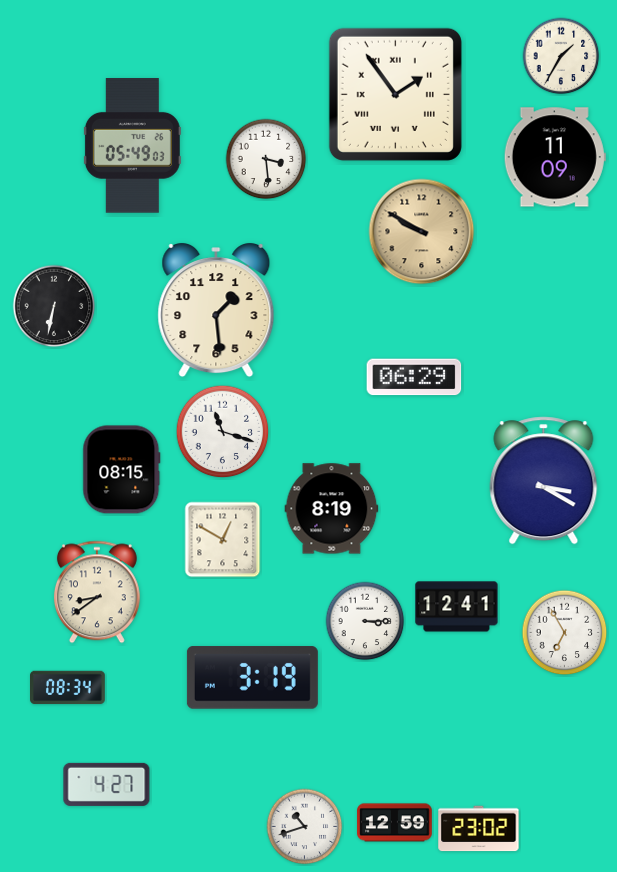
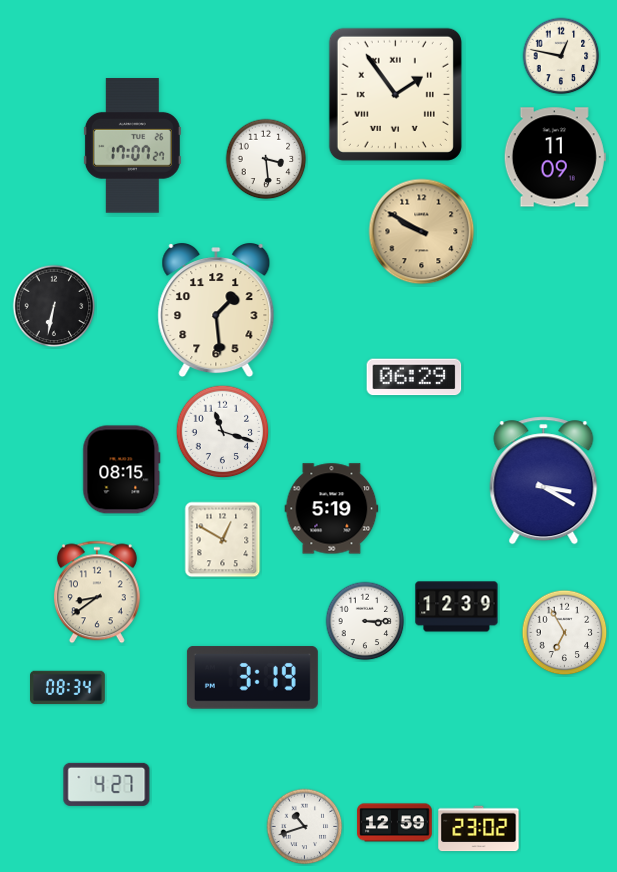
clock at (561, 56): 1:35 -> 12:47
clock at (132, 146): 05:49 -> 17:07
clock at (332, 509): 8:19 -> 5:19
clock at (457, 607): 12:41 -> 12:39
